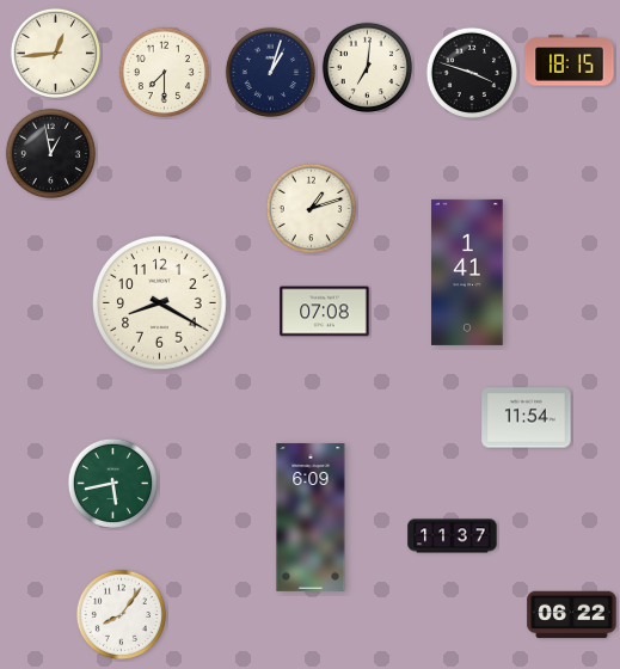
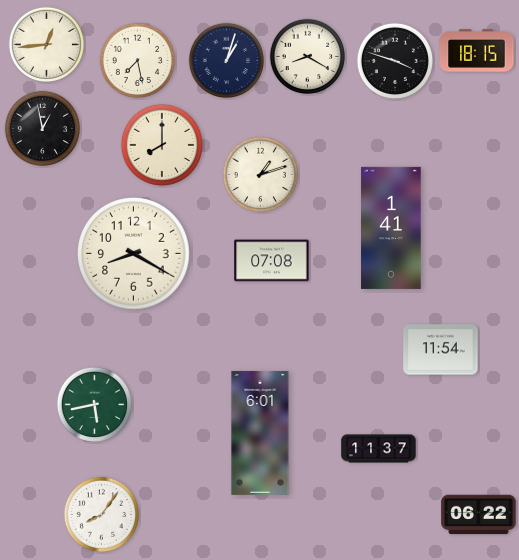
clock at (367, 67): 7:01 -> 8:20
clock at (164, 72): 7:30 -> 7:28
clock at (162, 145): none -> 8:00
clock at (311, 517): 6:09 -> 6:01
